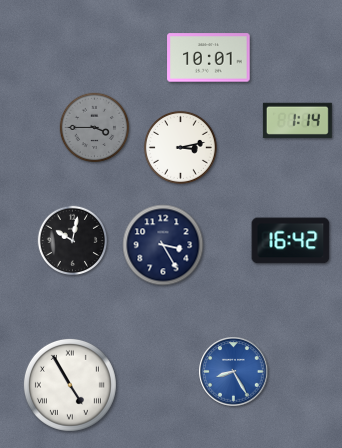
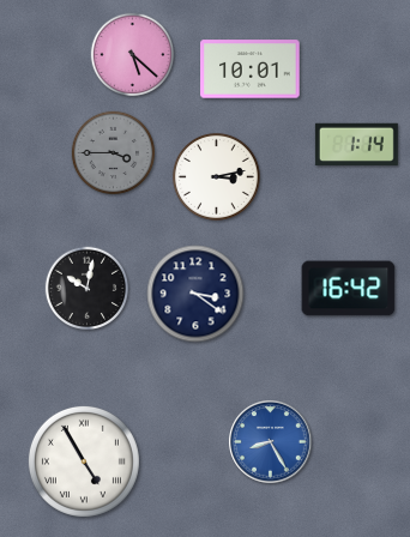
clock at (133, 55): none -> 5:22
clock at (163, 245): 3:25 -> 3:21
clock at (234, 372) position: (234, 372) -> (271, 442)
